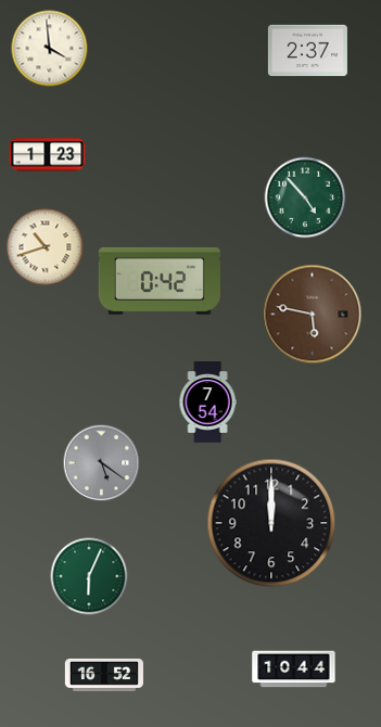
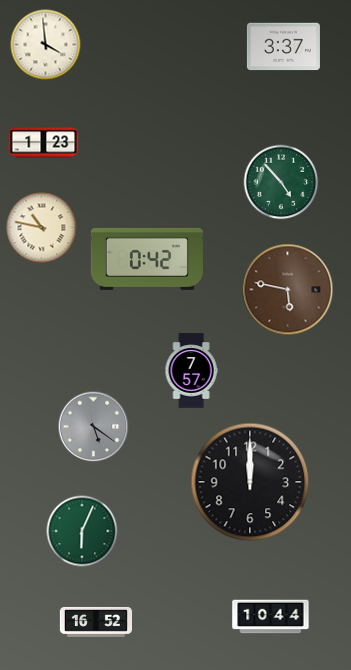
clock at (307, 51): 2:37 -> 3:37
clock at (46, 247): 10:42 -> 10:47
clock at (207, 403): 7:54 -> 7:57
